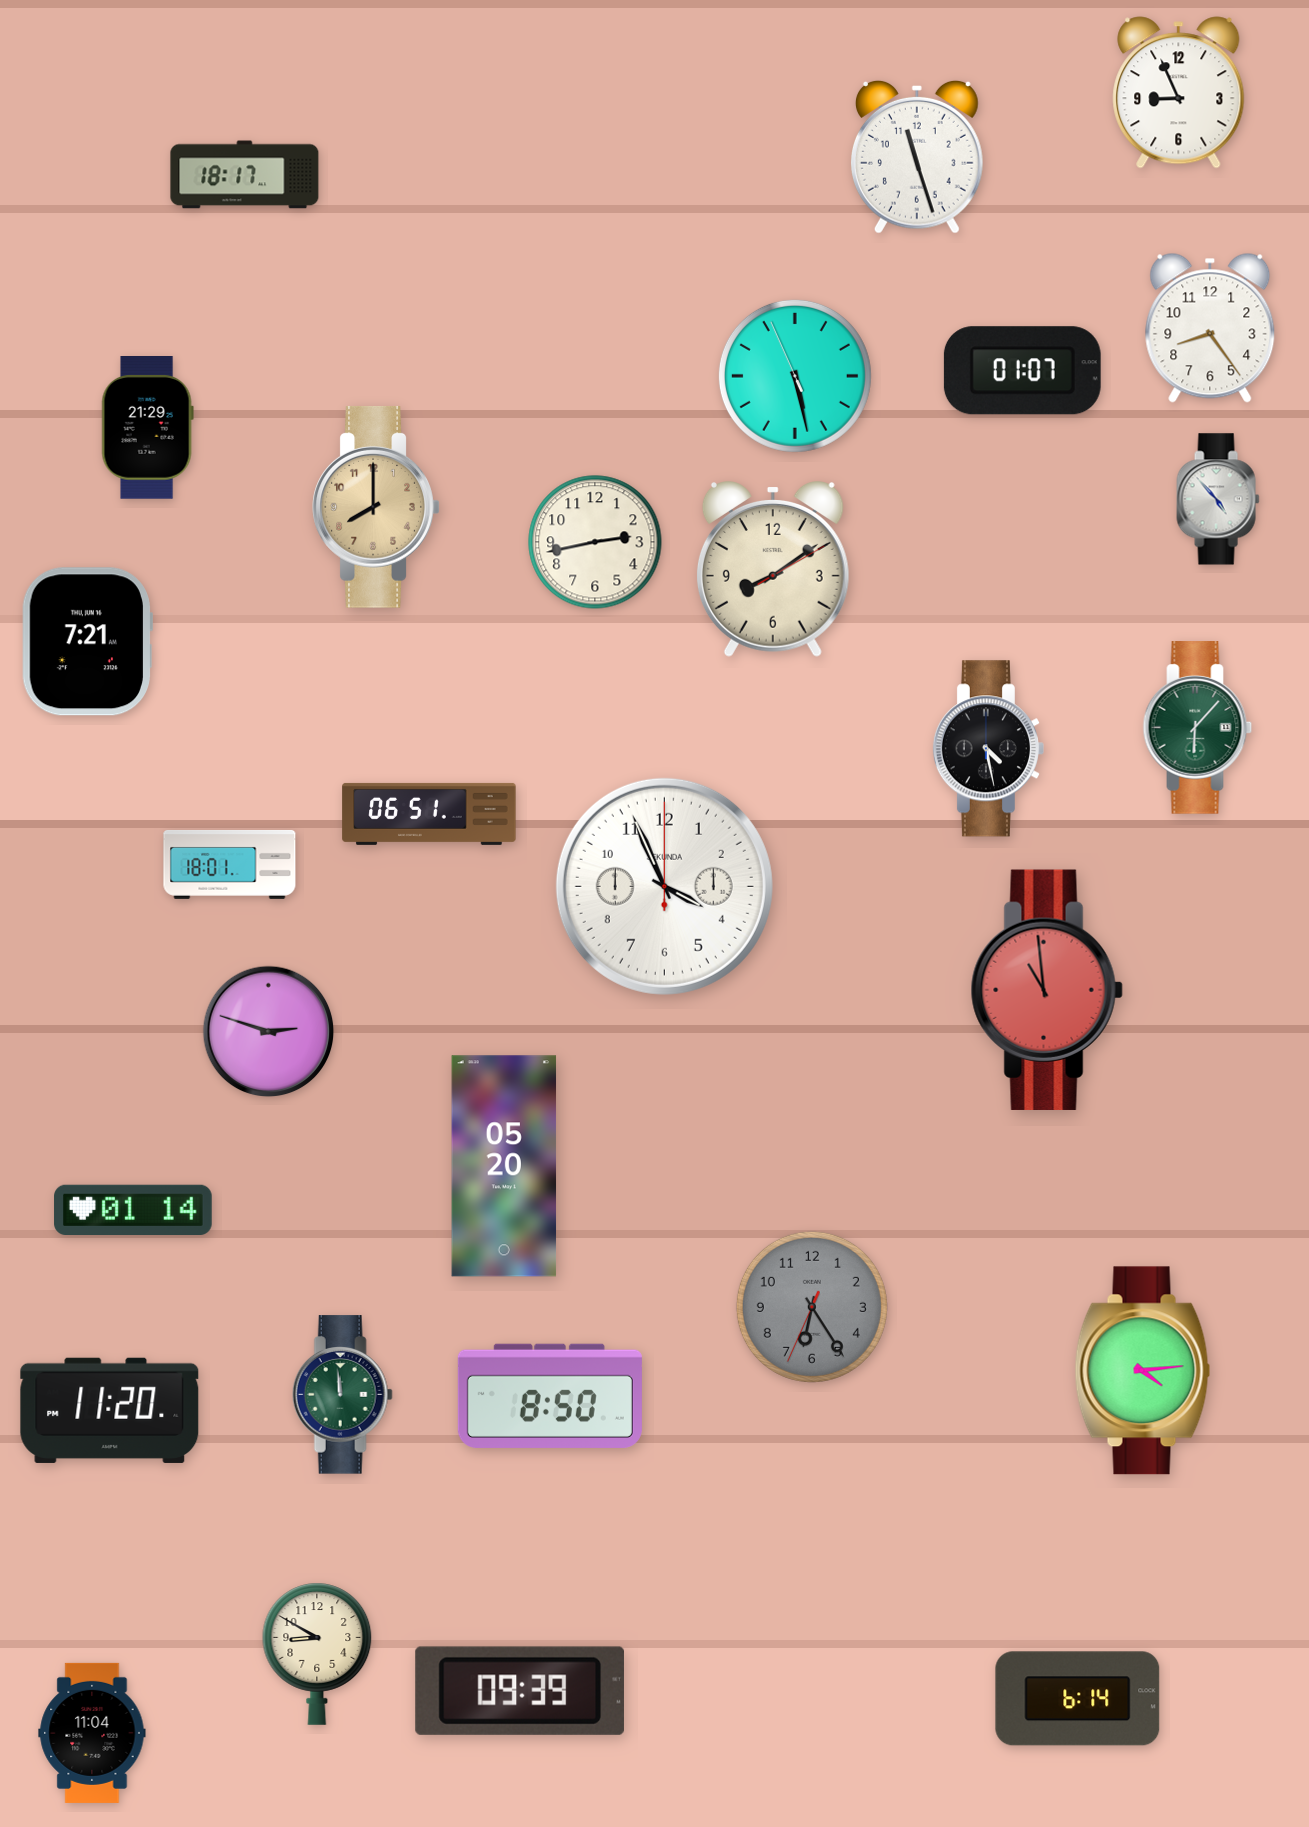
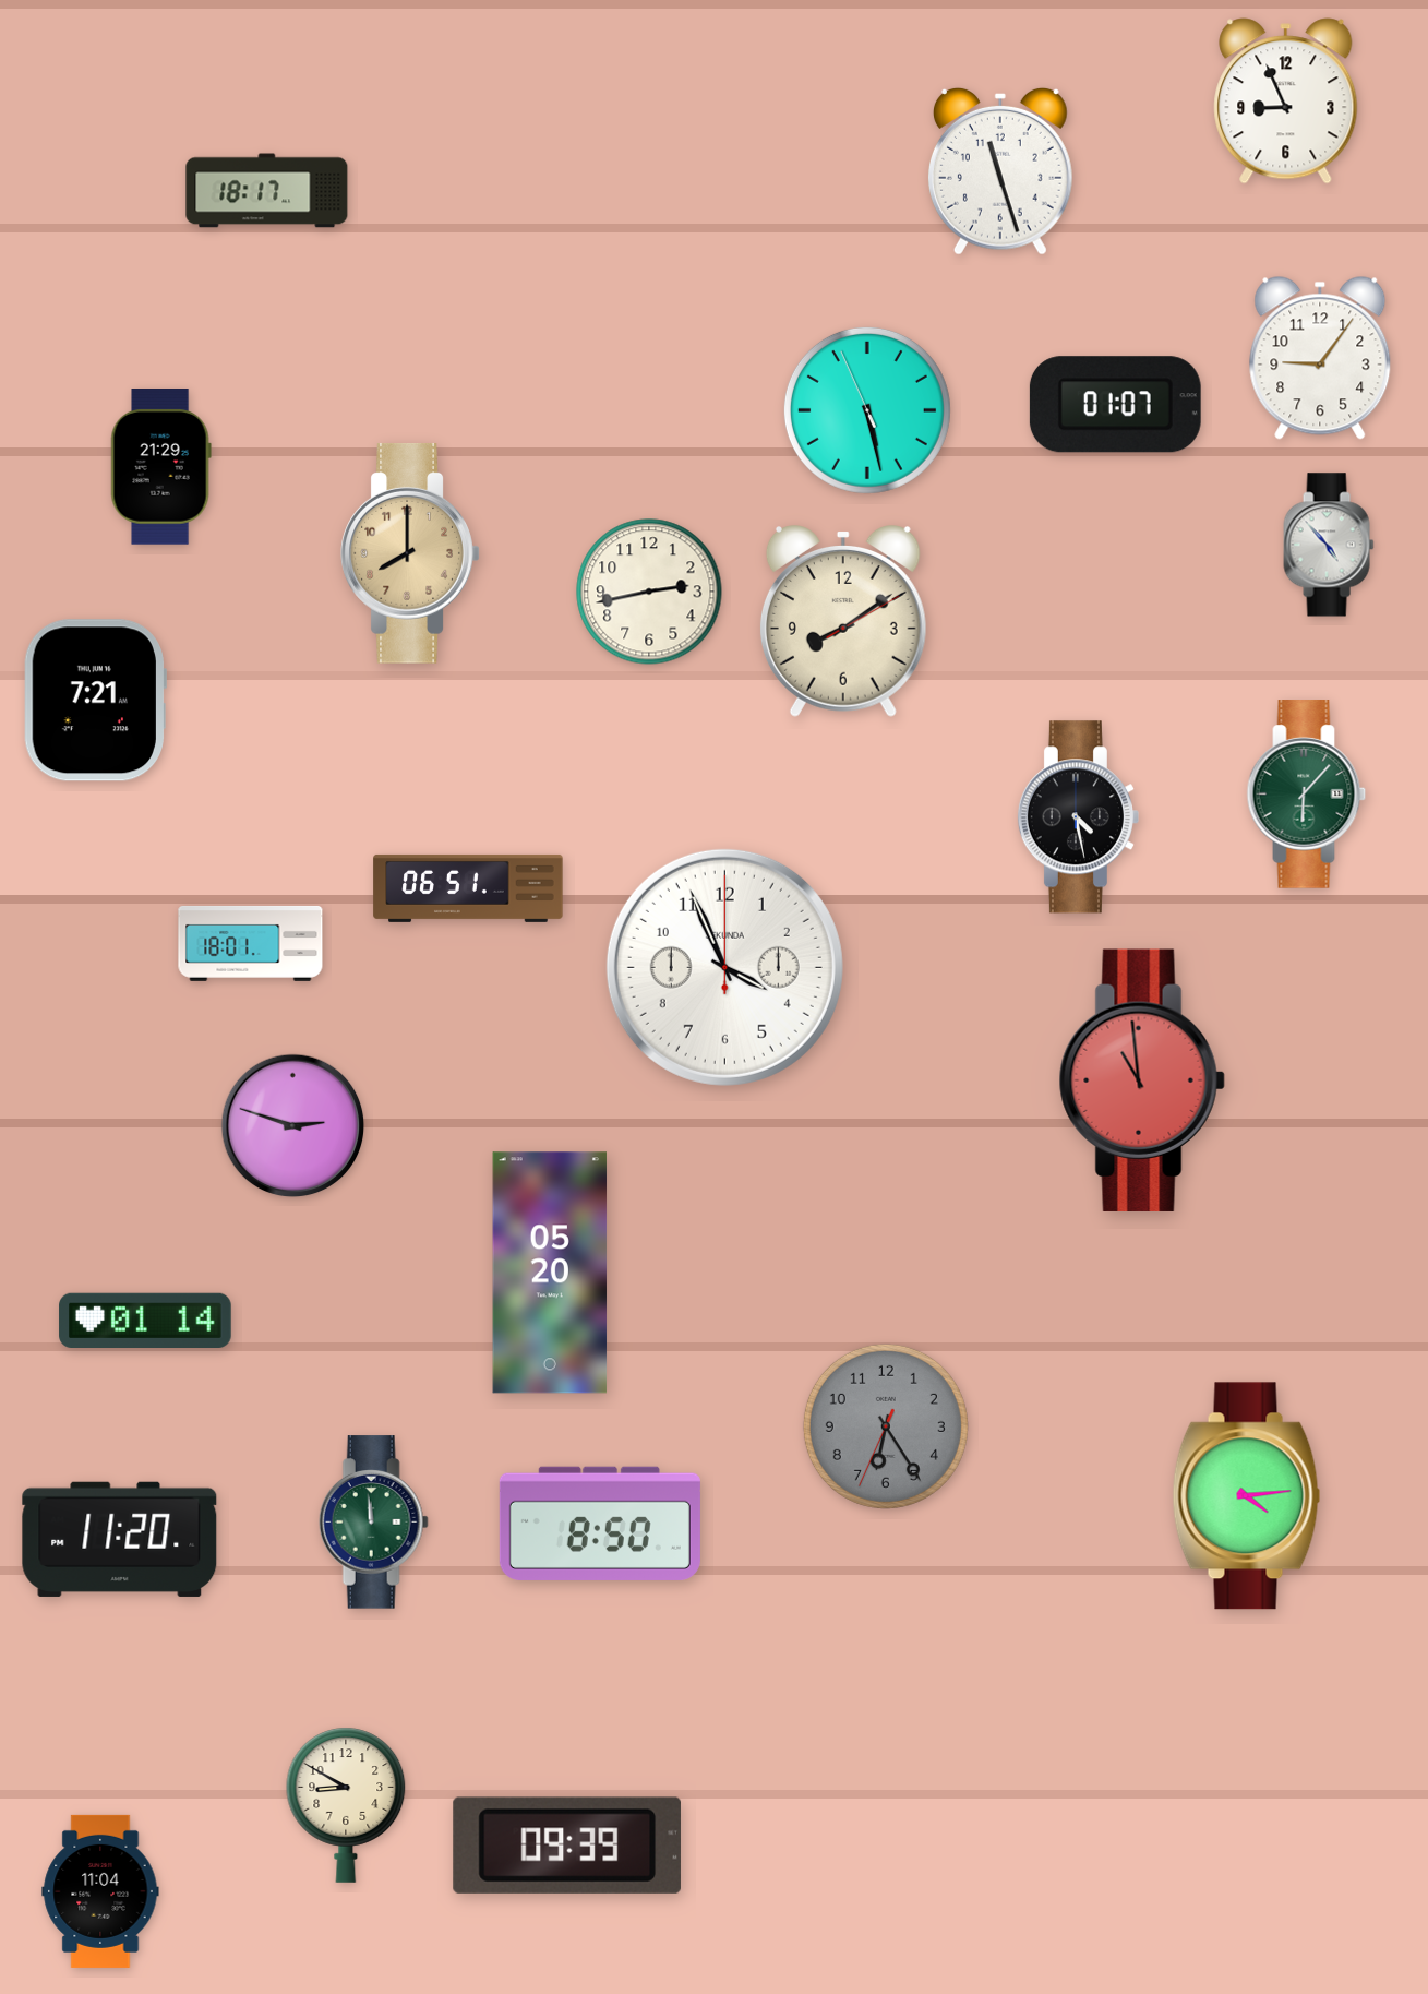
clock at (1210, 328): 8:24 -> 9:06
clock at (1078, 1699): 6:14 -> none
